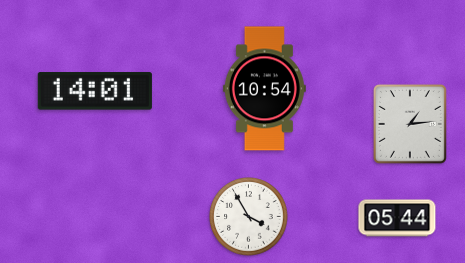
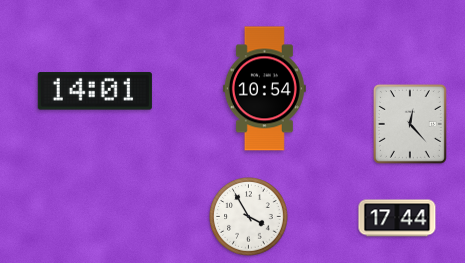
clock at (410, 124): 1:14 -> 12:23
clock at (397, 218): 05:44 -> 17:44
